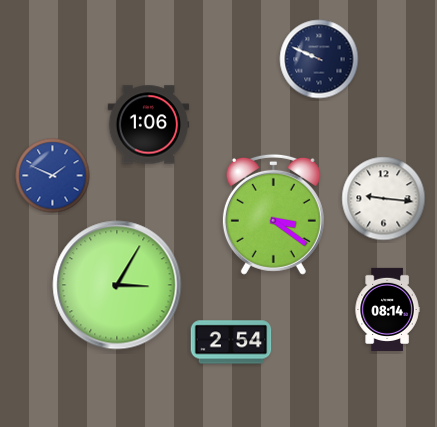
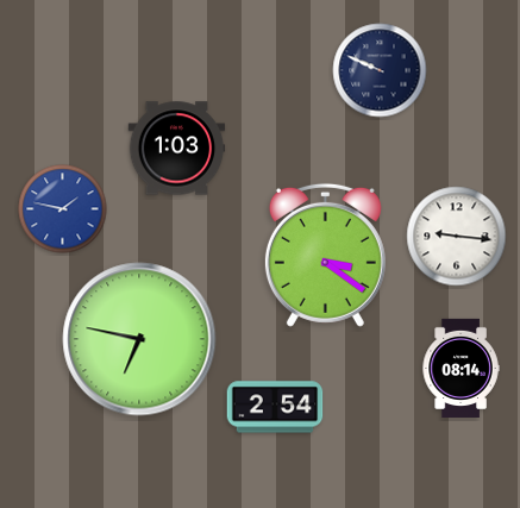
clock at (149, 125): 1:06 -> 1:03
clock at (53, 176): 1:49 -> 1:47
clock at (117, 285): 3:05 -> 6:47
